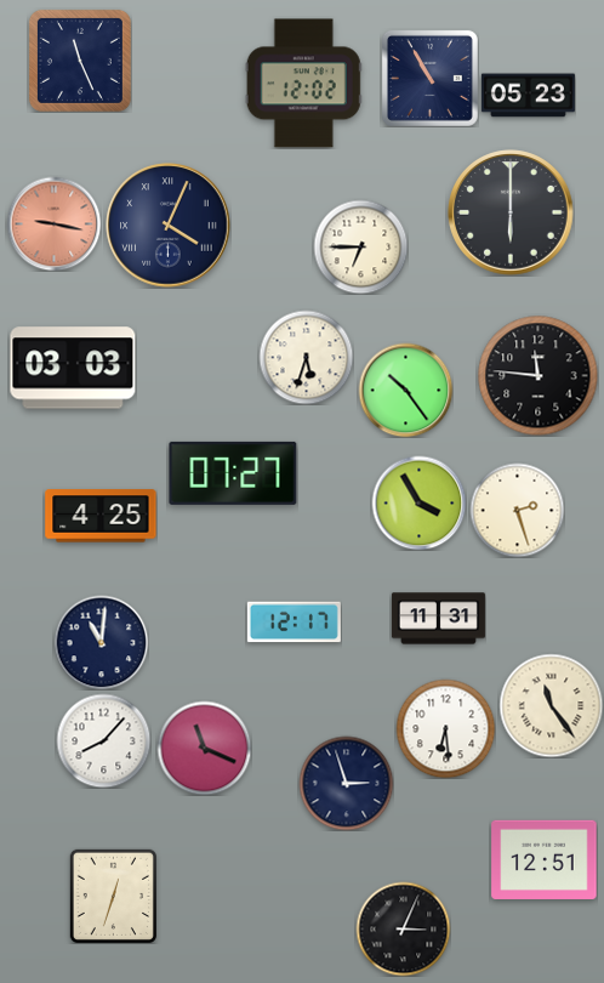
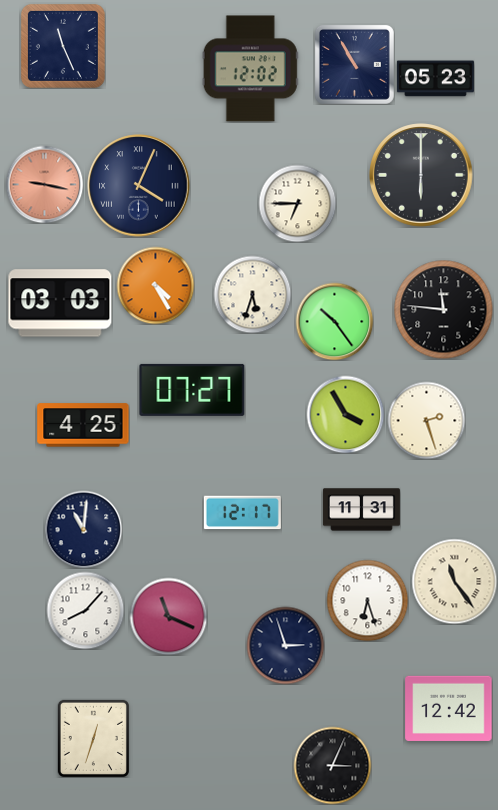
clock at (80, 61) position: (80, 61) -> (63, 46)
clock at (155, 285): none -> 4:25
clock at (445, 728): 6:29 -> 6:27
clock at (545, 859): 12:51 -> 12:42
